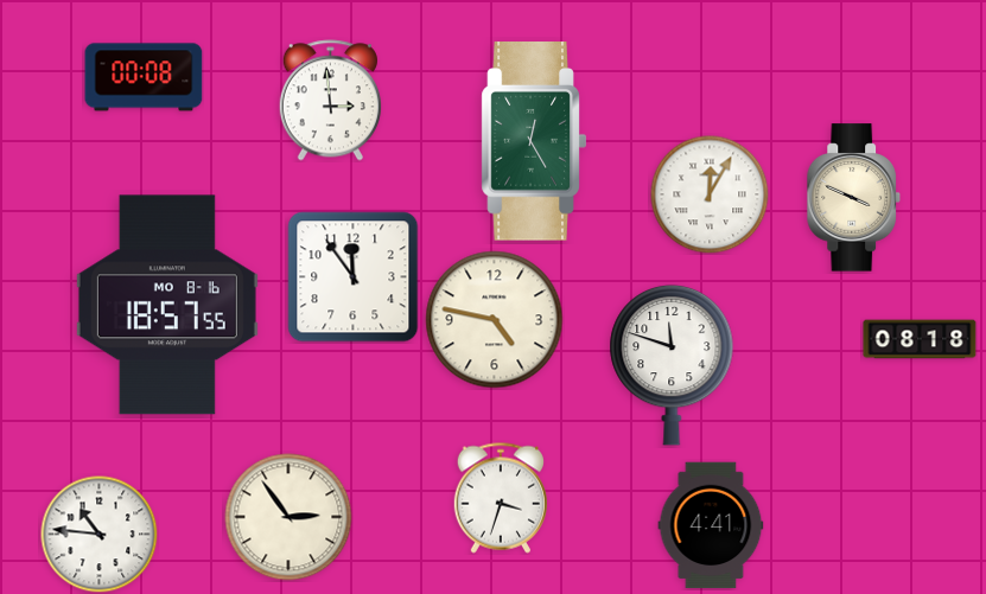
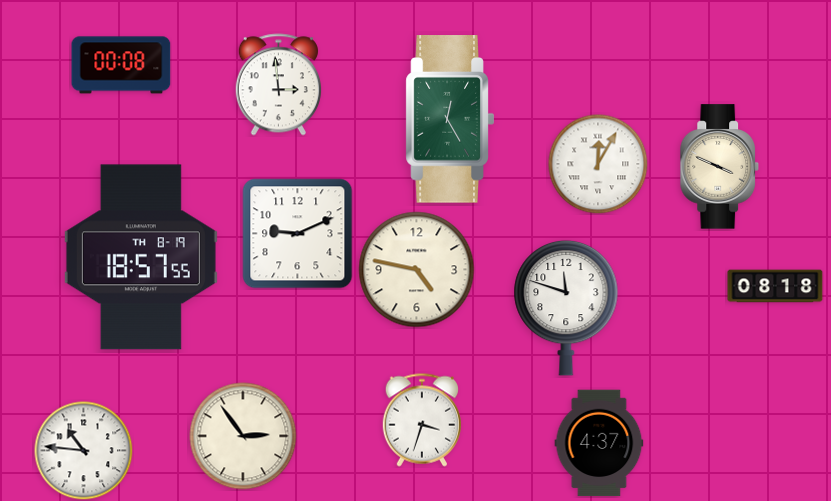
clock at (354, 277): 11:54 -> 9:11
clock at (167, 305) date: MO 8-16 -> TH 8-19
clock at (711, 525): 4:41 -> 4:37
